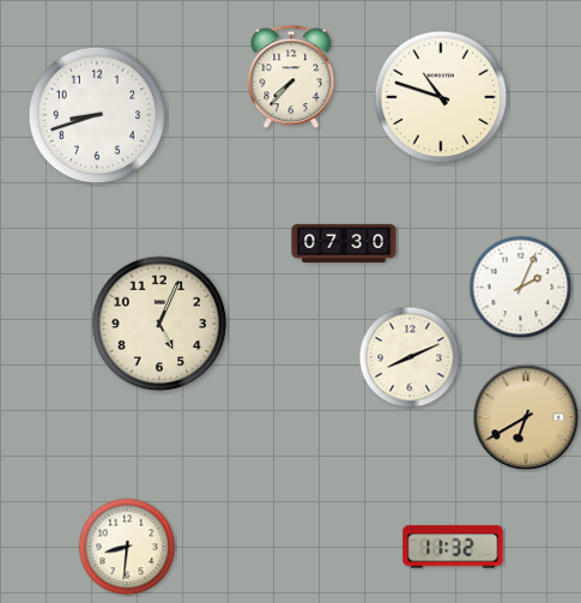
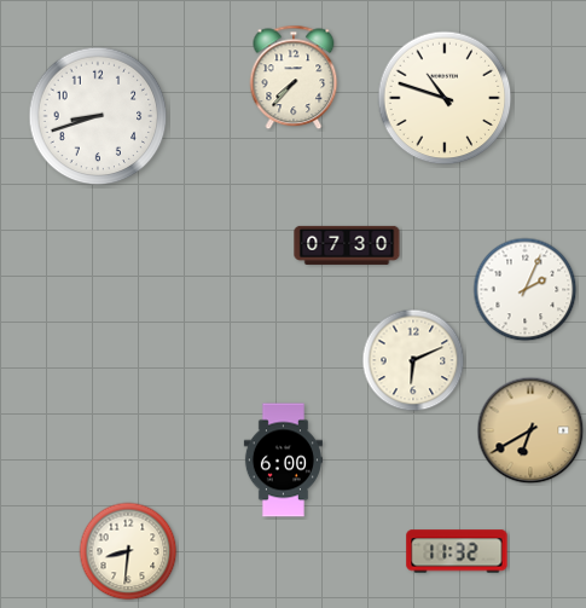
clock at (159, 324): 5:04 -> none
clock at (410, 357): 8:11 -> 6:11
clock at (526, 417) position: (526, 417) -> (530, 430)
clock at (283, 461): none -> 6:00
